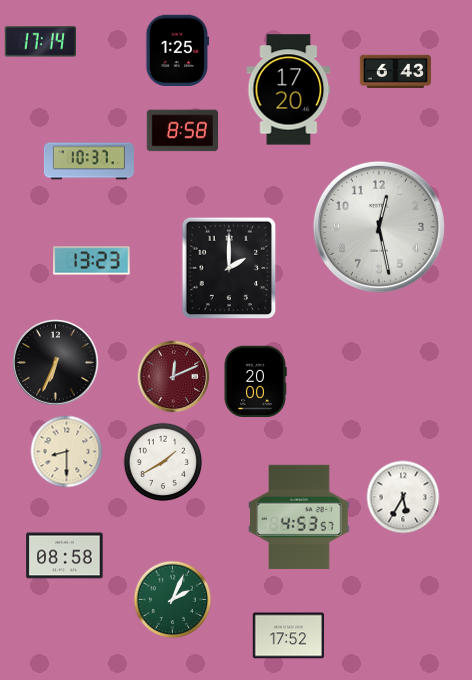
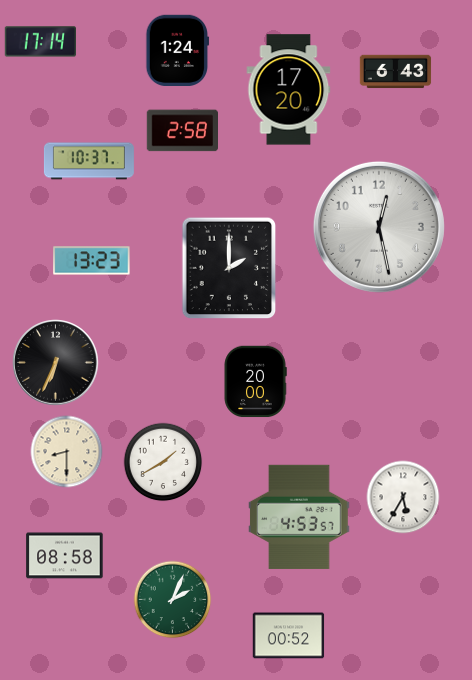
clock at (178, 51): 1:25 -> 1:24
clock at (183, 131): 8:58 -> 2:58
clock at (174, 377): 12:11 -> none
clock at (289, 636): 17:52 -> 00:52
